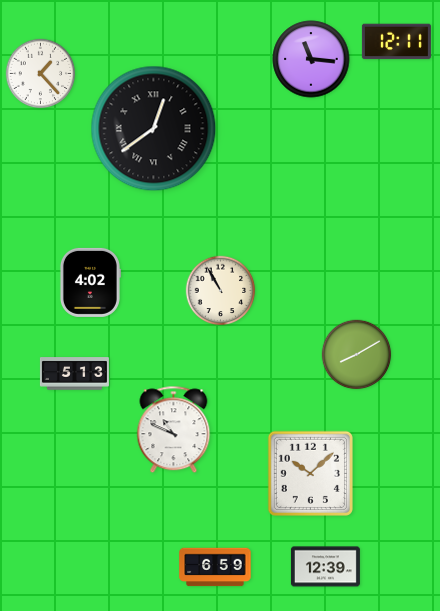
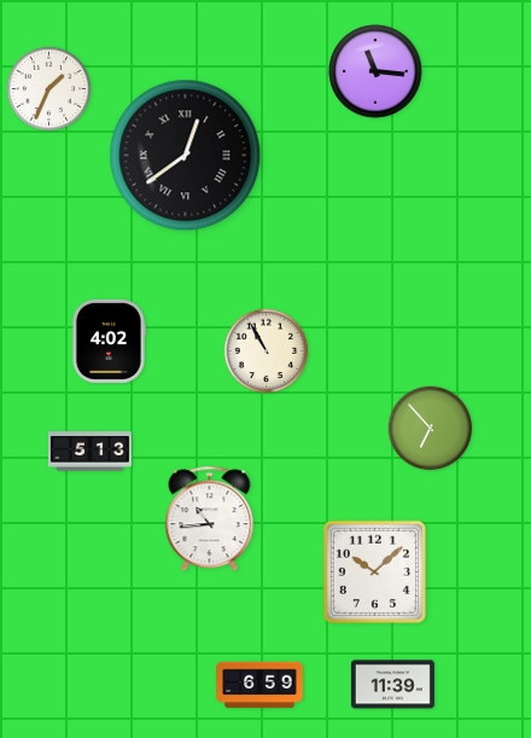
clock at (396, 42): 12:11 -> none
clock at (41, 74): 1:23 -> 1:34
clock at (357, 355): 8:10 -> 6:53
clock at (174, 430): 10:49 -> 10:44
clock at (325, 567): 12:39 -> 11:39
